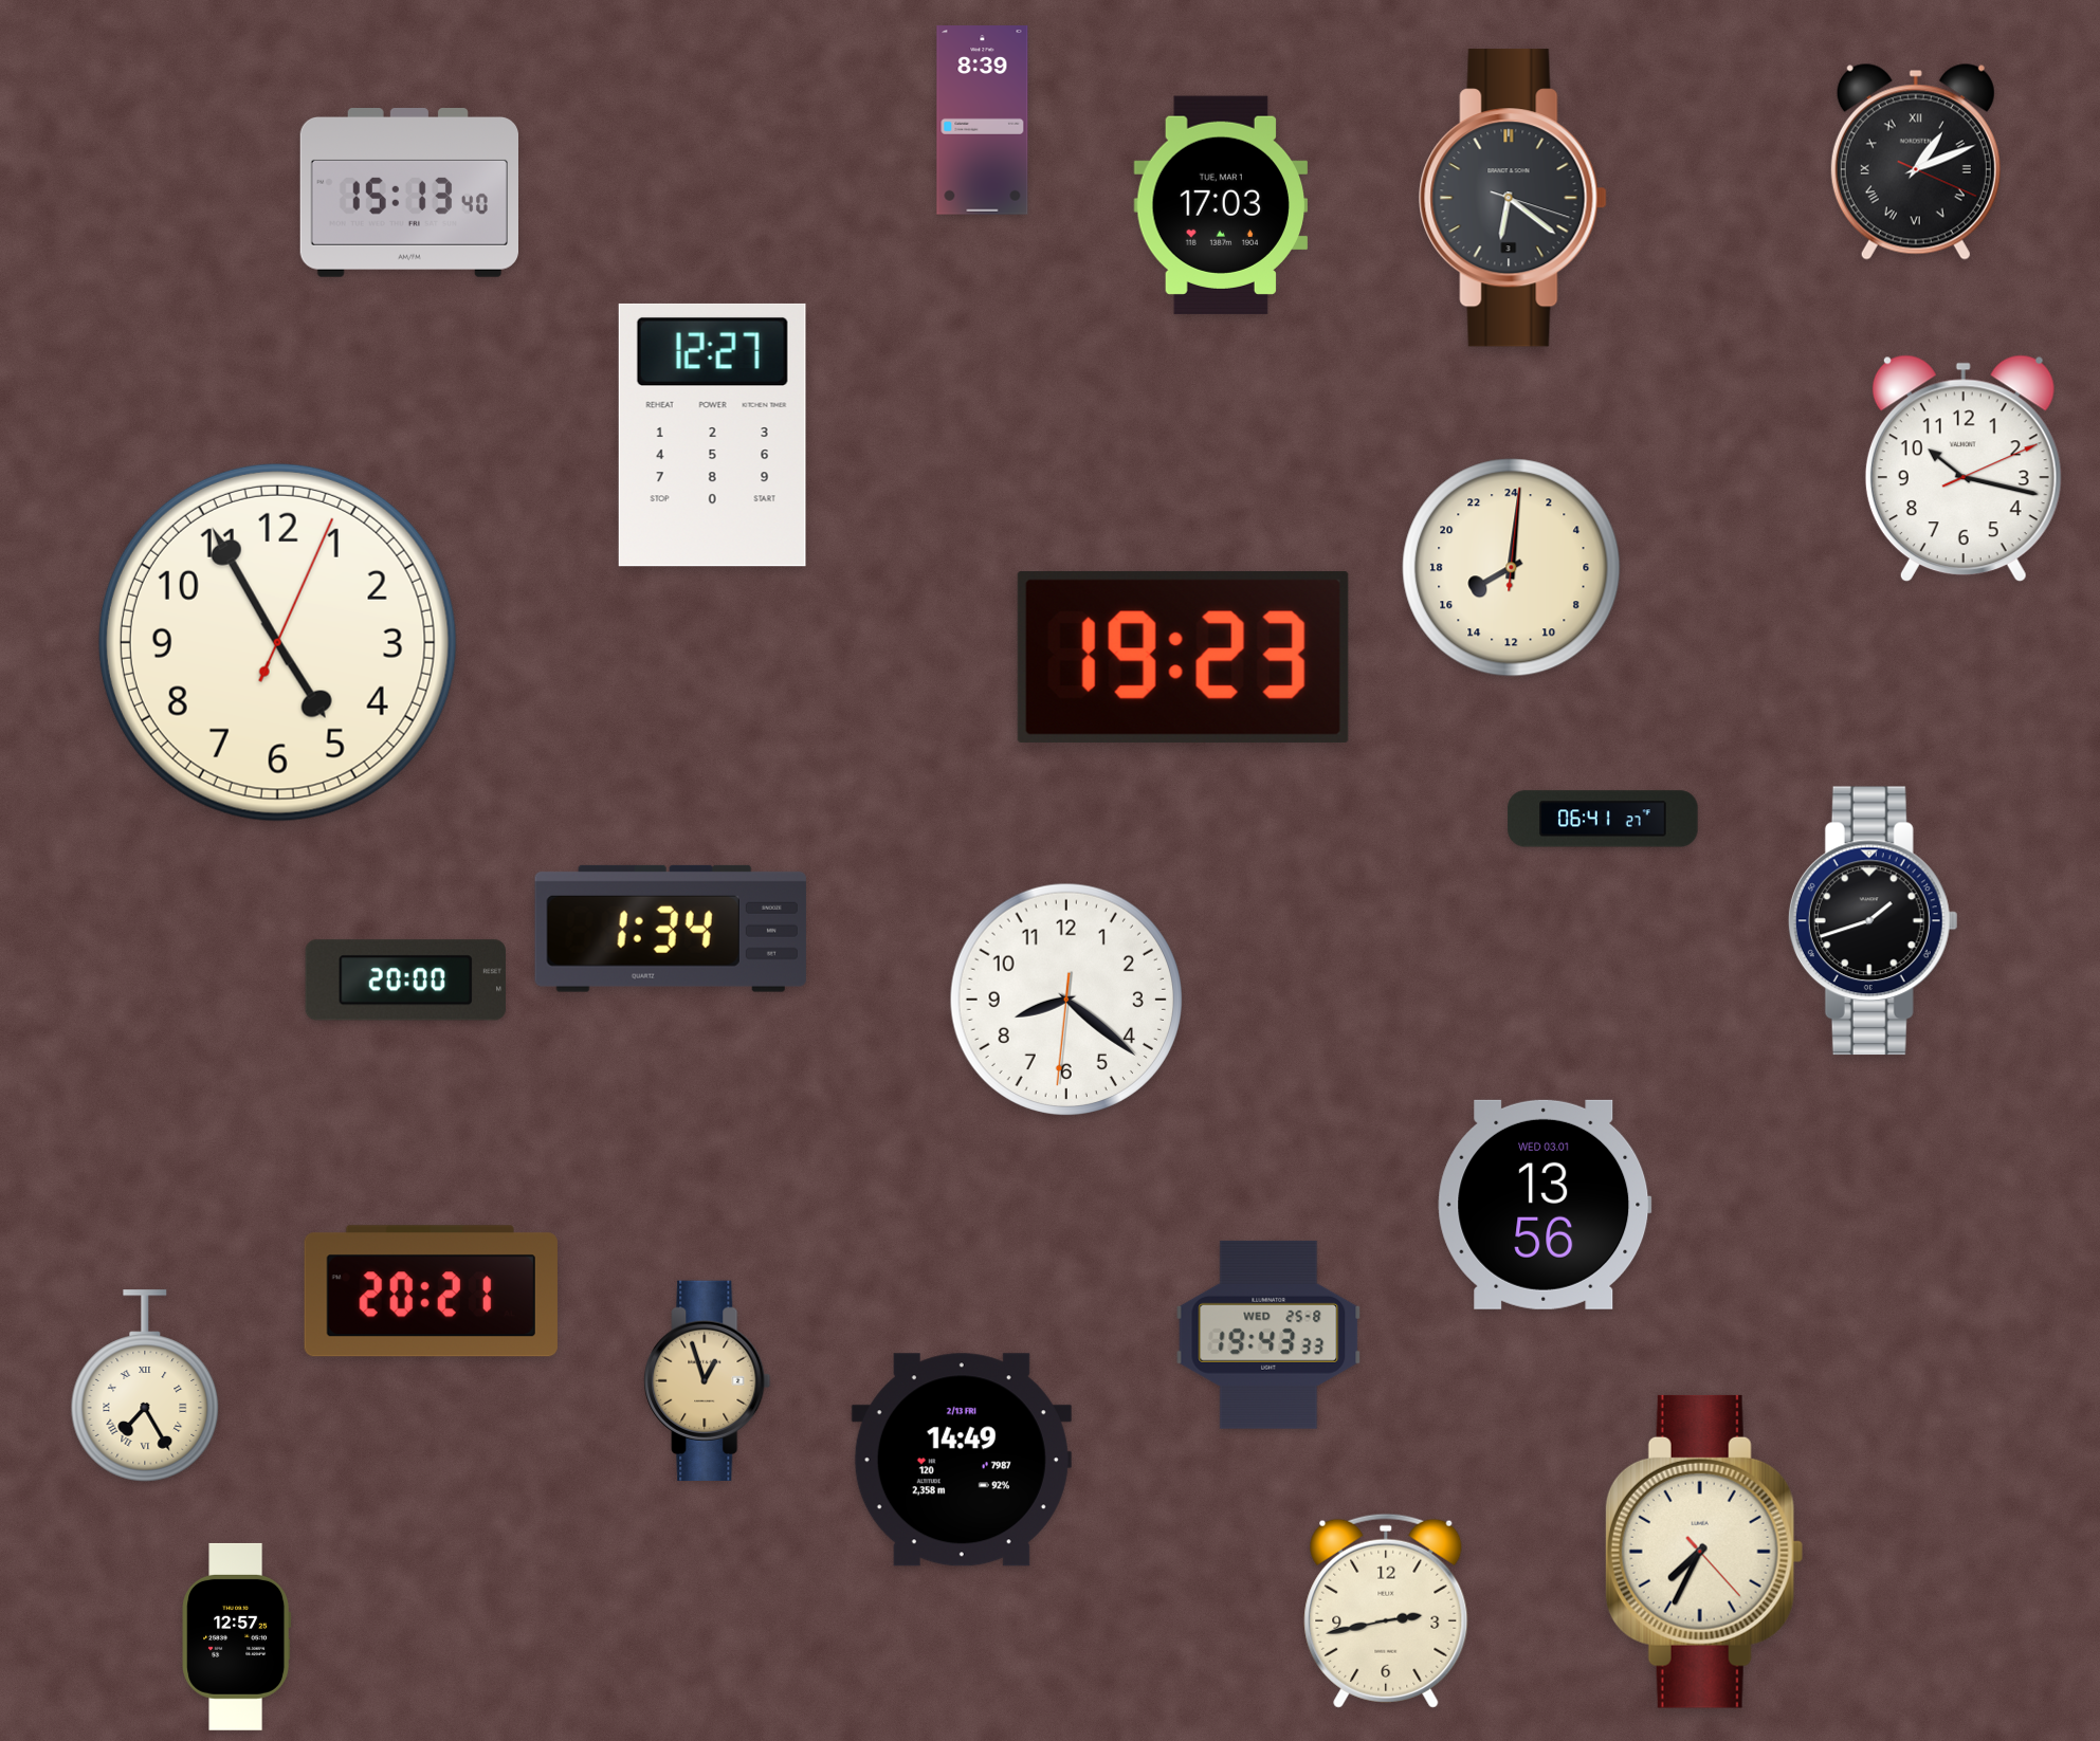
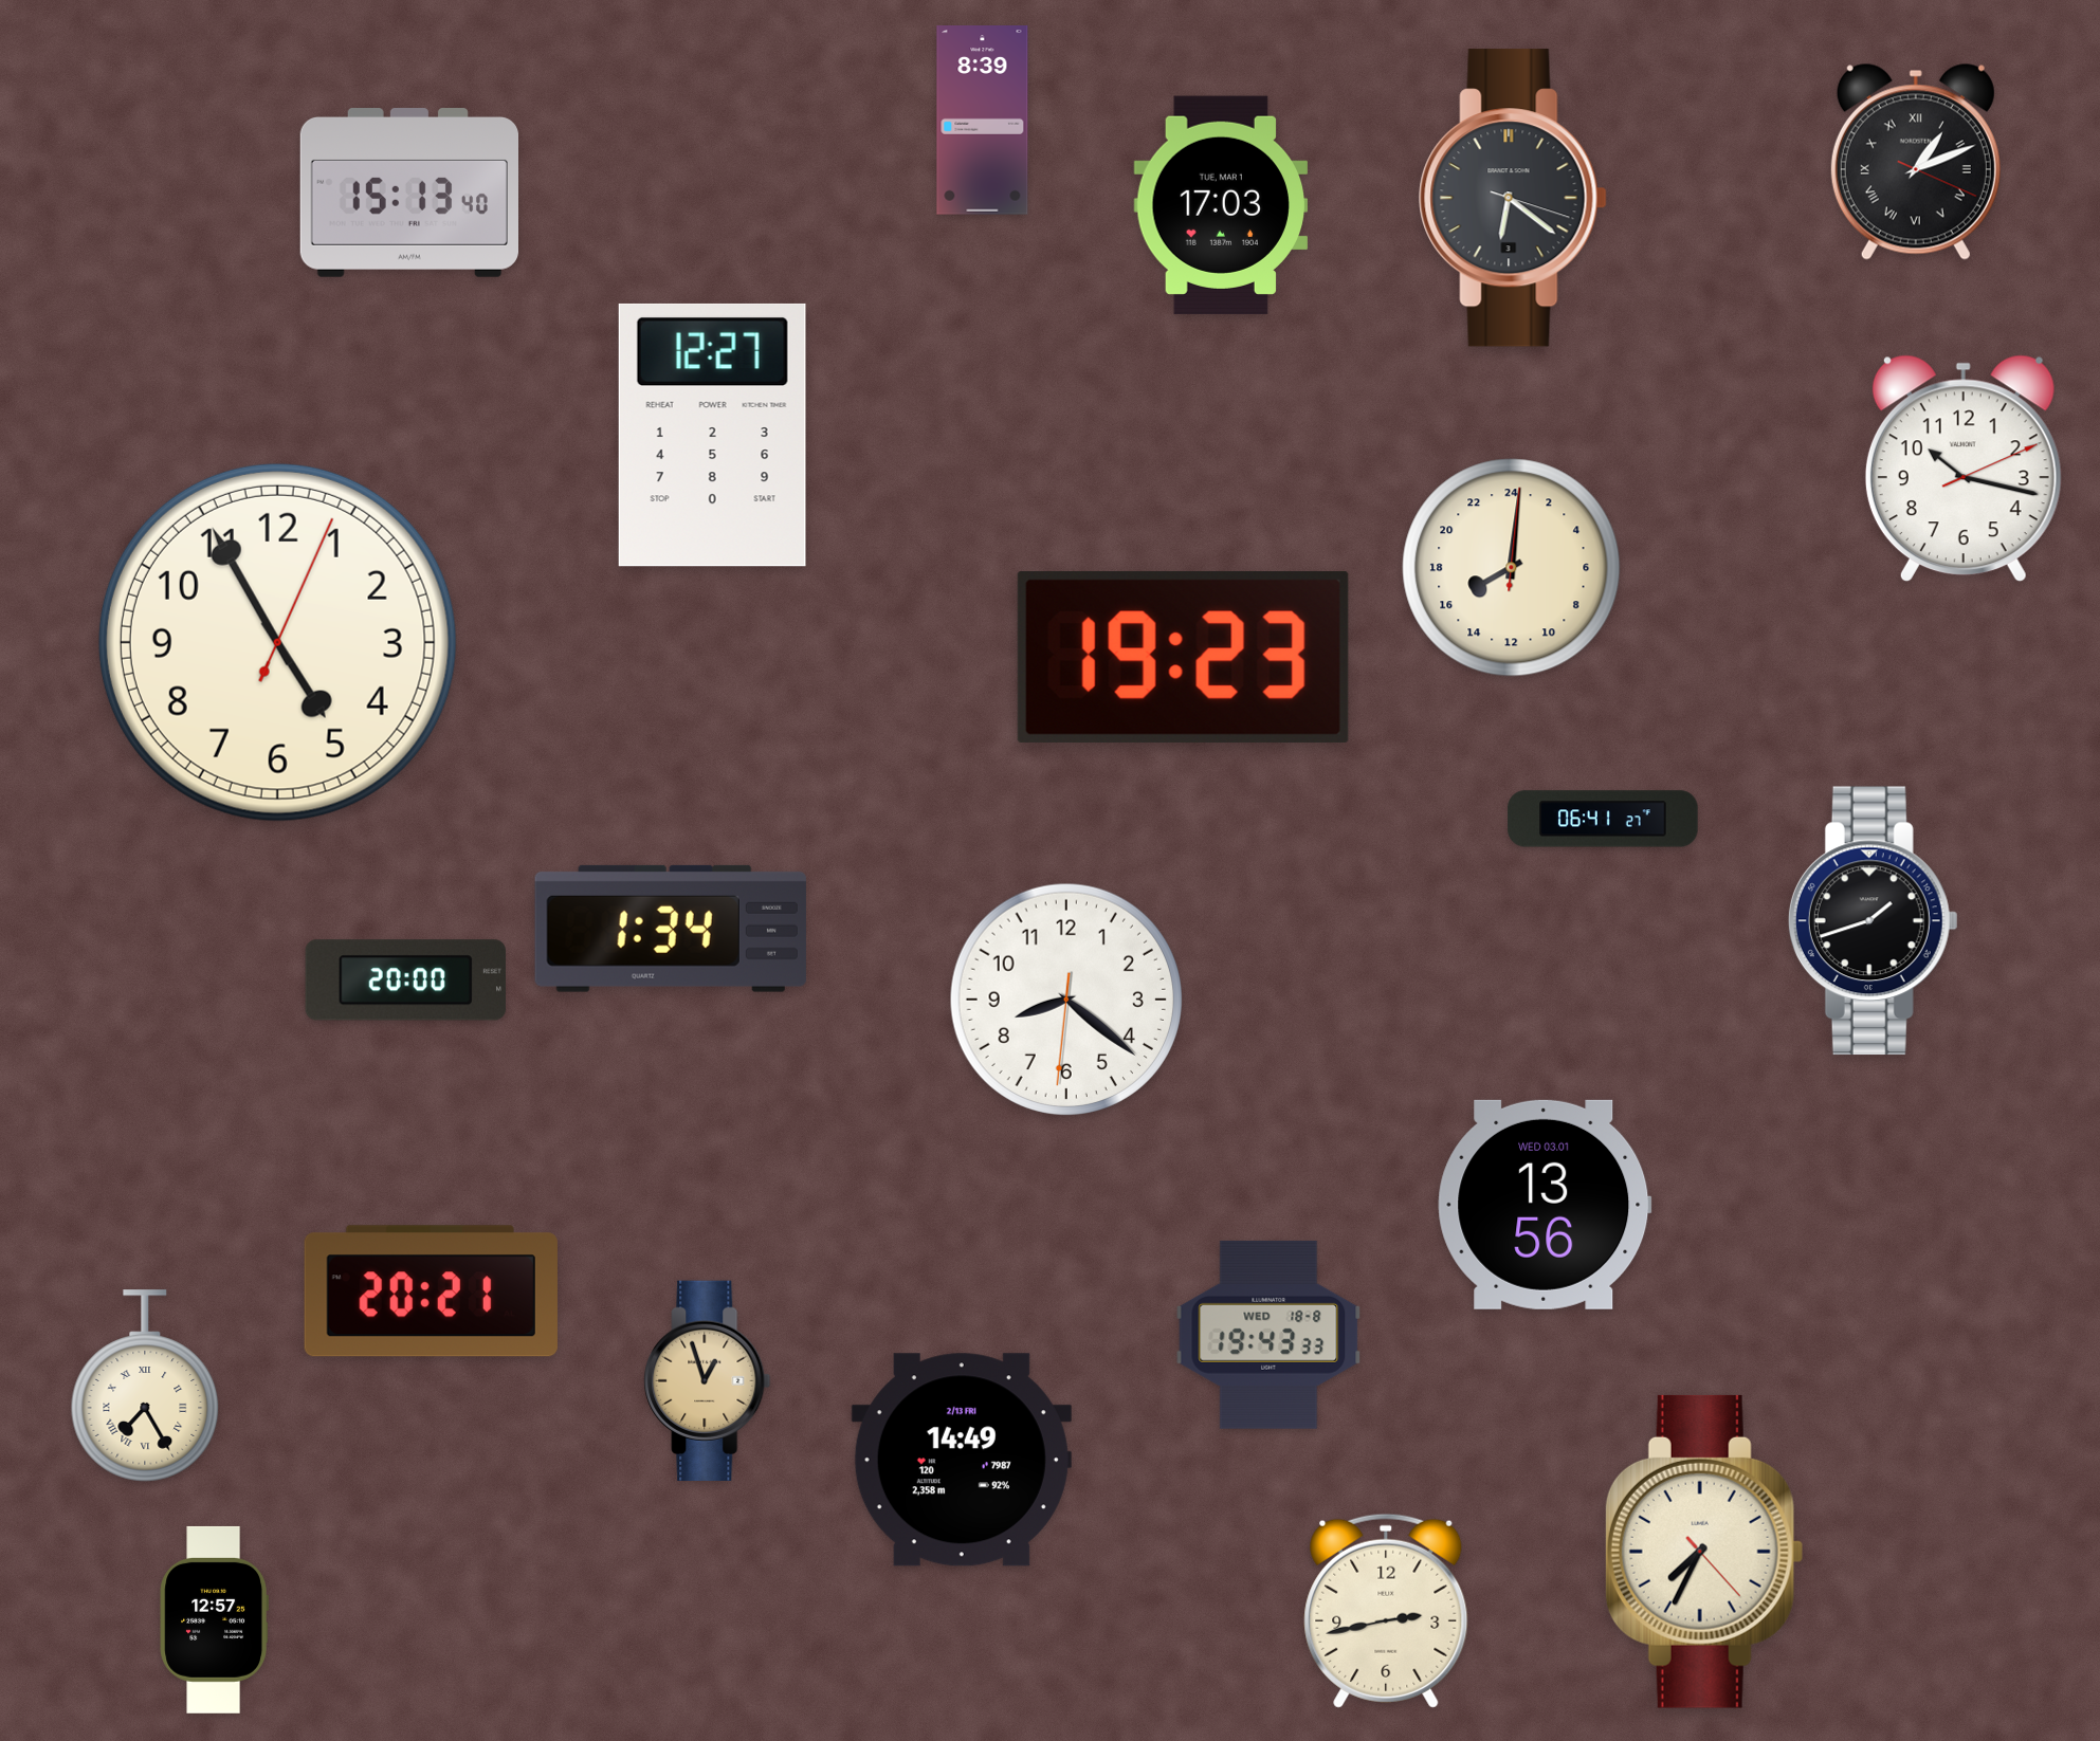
clock at (1268, 1335) date: WED 25-8 -> WED 18-8
clock at (237, 1636) position: (237, 1636) -> (215, 1619)
